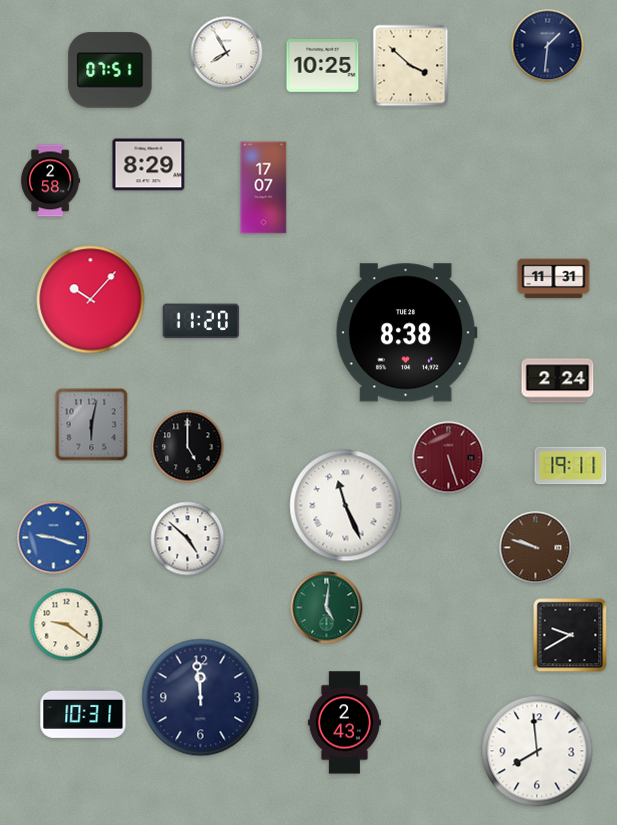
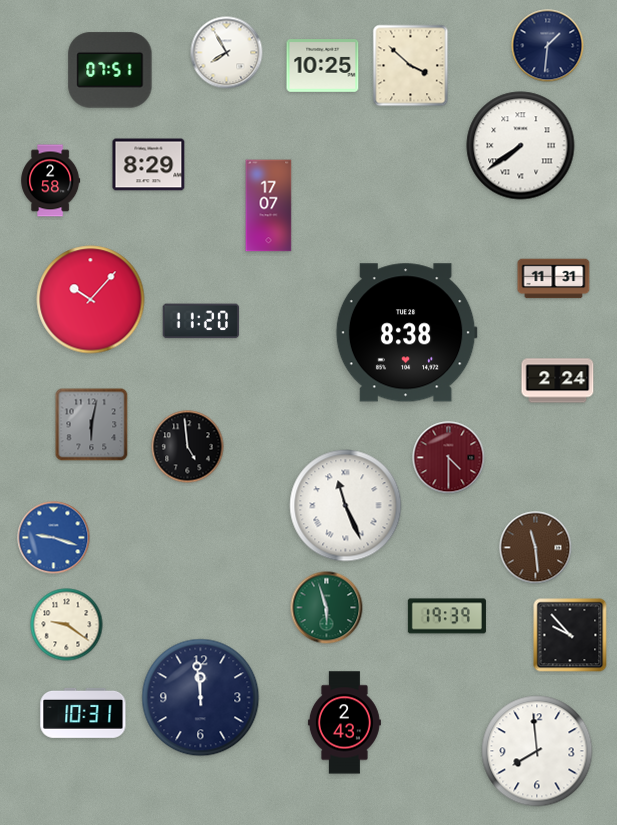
clock at (521, 146): none -> 7:39
clock at (264, 188) position: (264, 188) -> (269, 206)
clock at (188, 447): 5:00 -> 4:59
clock at (449, 458): 5:27 -> 4:30
clock at (571, 466): 19:11 -> none
clock at (188, 539): 4:52 -> none
clock at (536, 548): 9:48 -> 11:29
clock at (327, 608): 5:01 -> 5:57
clock at (447, 616): none -> 19:39
clock at (570, 635): 9:40 -> 9:53
